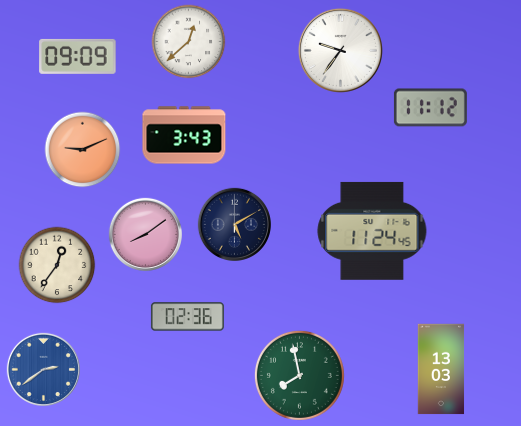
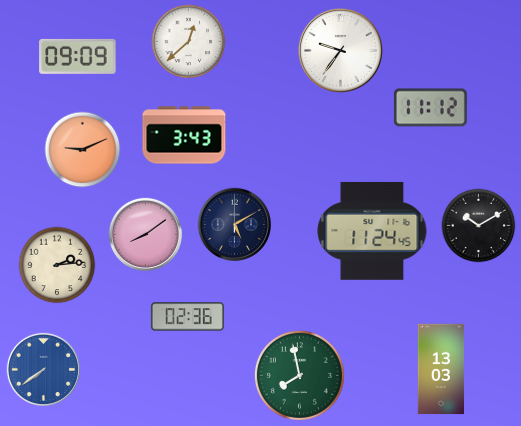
clock at (479, 226): none -> 10:10
clock at (57, 265): 12:36 -> 2:14
clock at (43, 369): 2:39 -> 7:39
